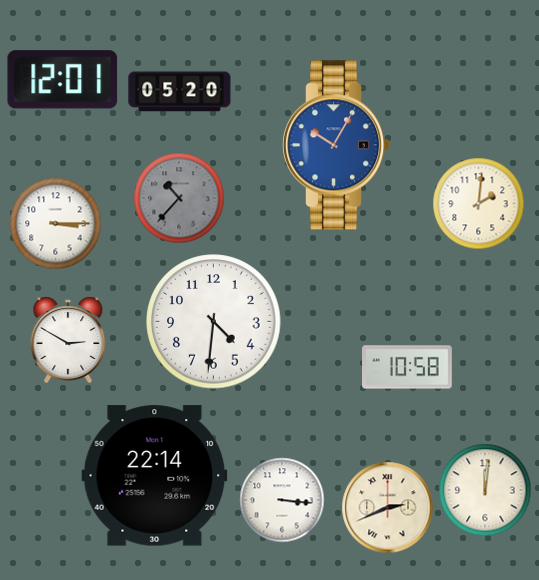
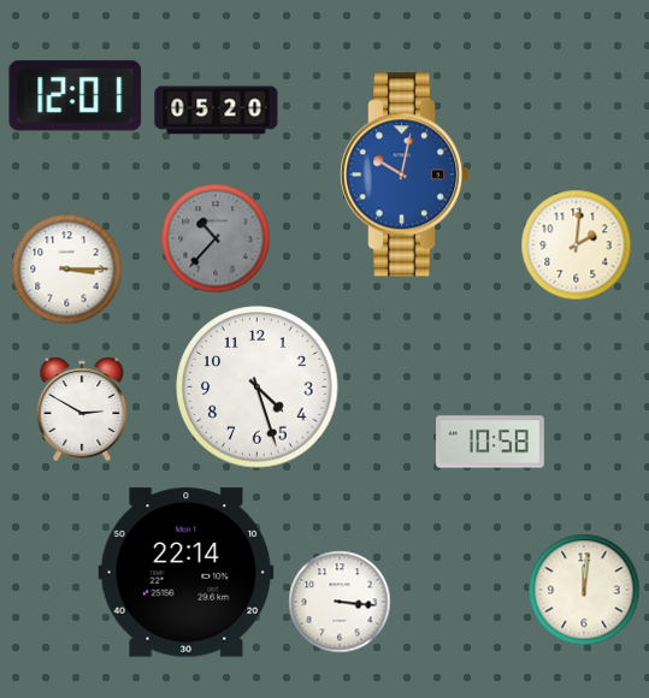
clock at (336, 145): 10:05 -> 10:02
clock at (214, 322): 4:31 -> 4:27
clock at (388, 508): 2:41 -> none
